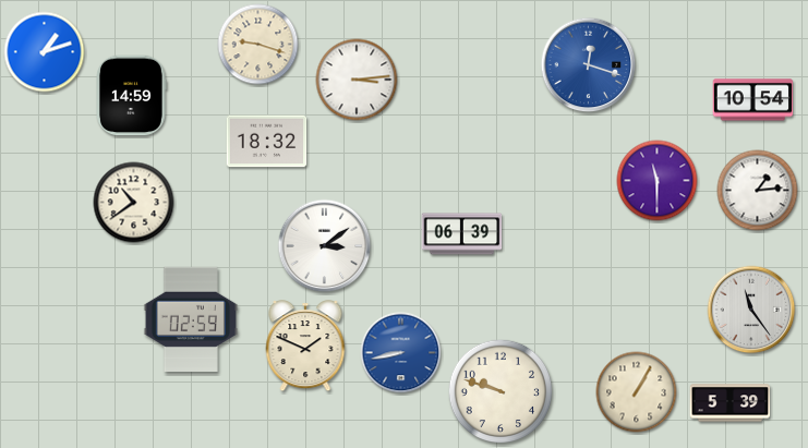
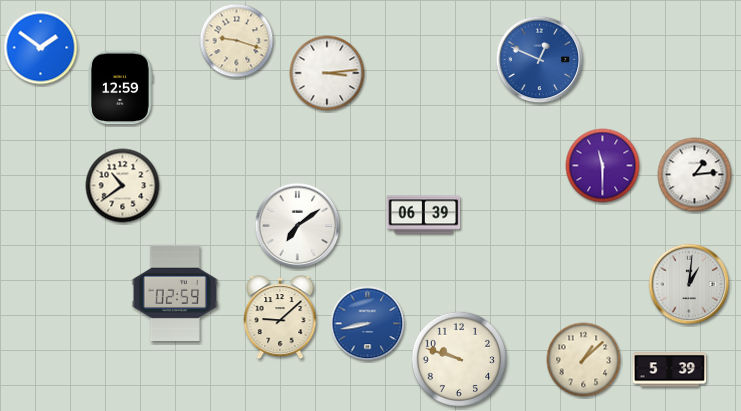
clock at (45, 52): 1:12 -> 1:51
clock at (589, 65): 12:18 -> 12:49
clock at (132, 96): 14:59 -> 12:59
clock at (753, 100): 10:54 -> none
clock at (267, 142): 18:32 -> none
clock at (325, 246): 3:09 -> 7:09
clock at (751, 310): 11:24 -> 1:01
clock at (305, 347): 1:49 -> 9:08
clock at (637, 392): 1:05 -> 1:08
